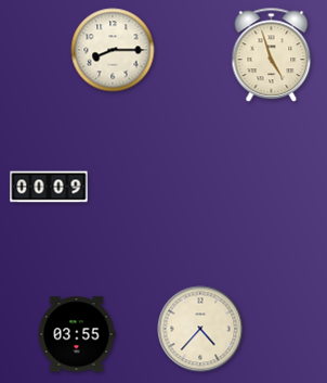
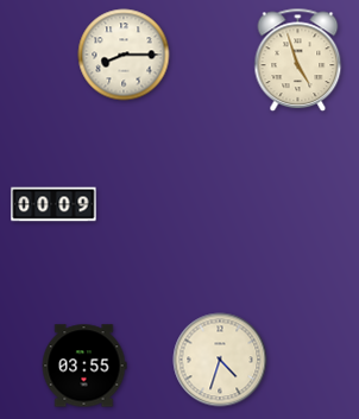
clock at (200, 329): 4:37 -> 4:33
